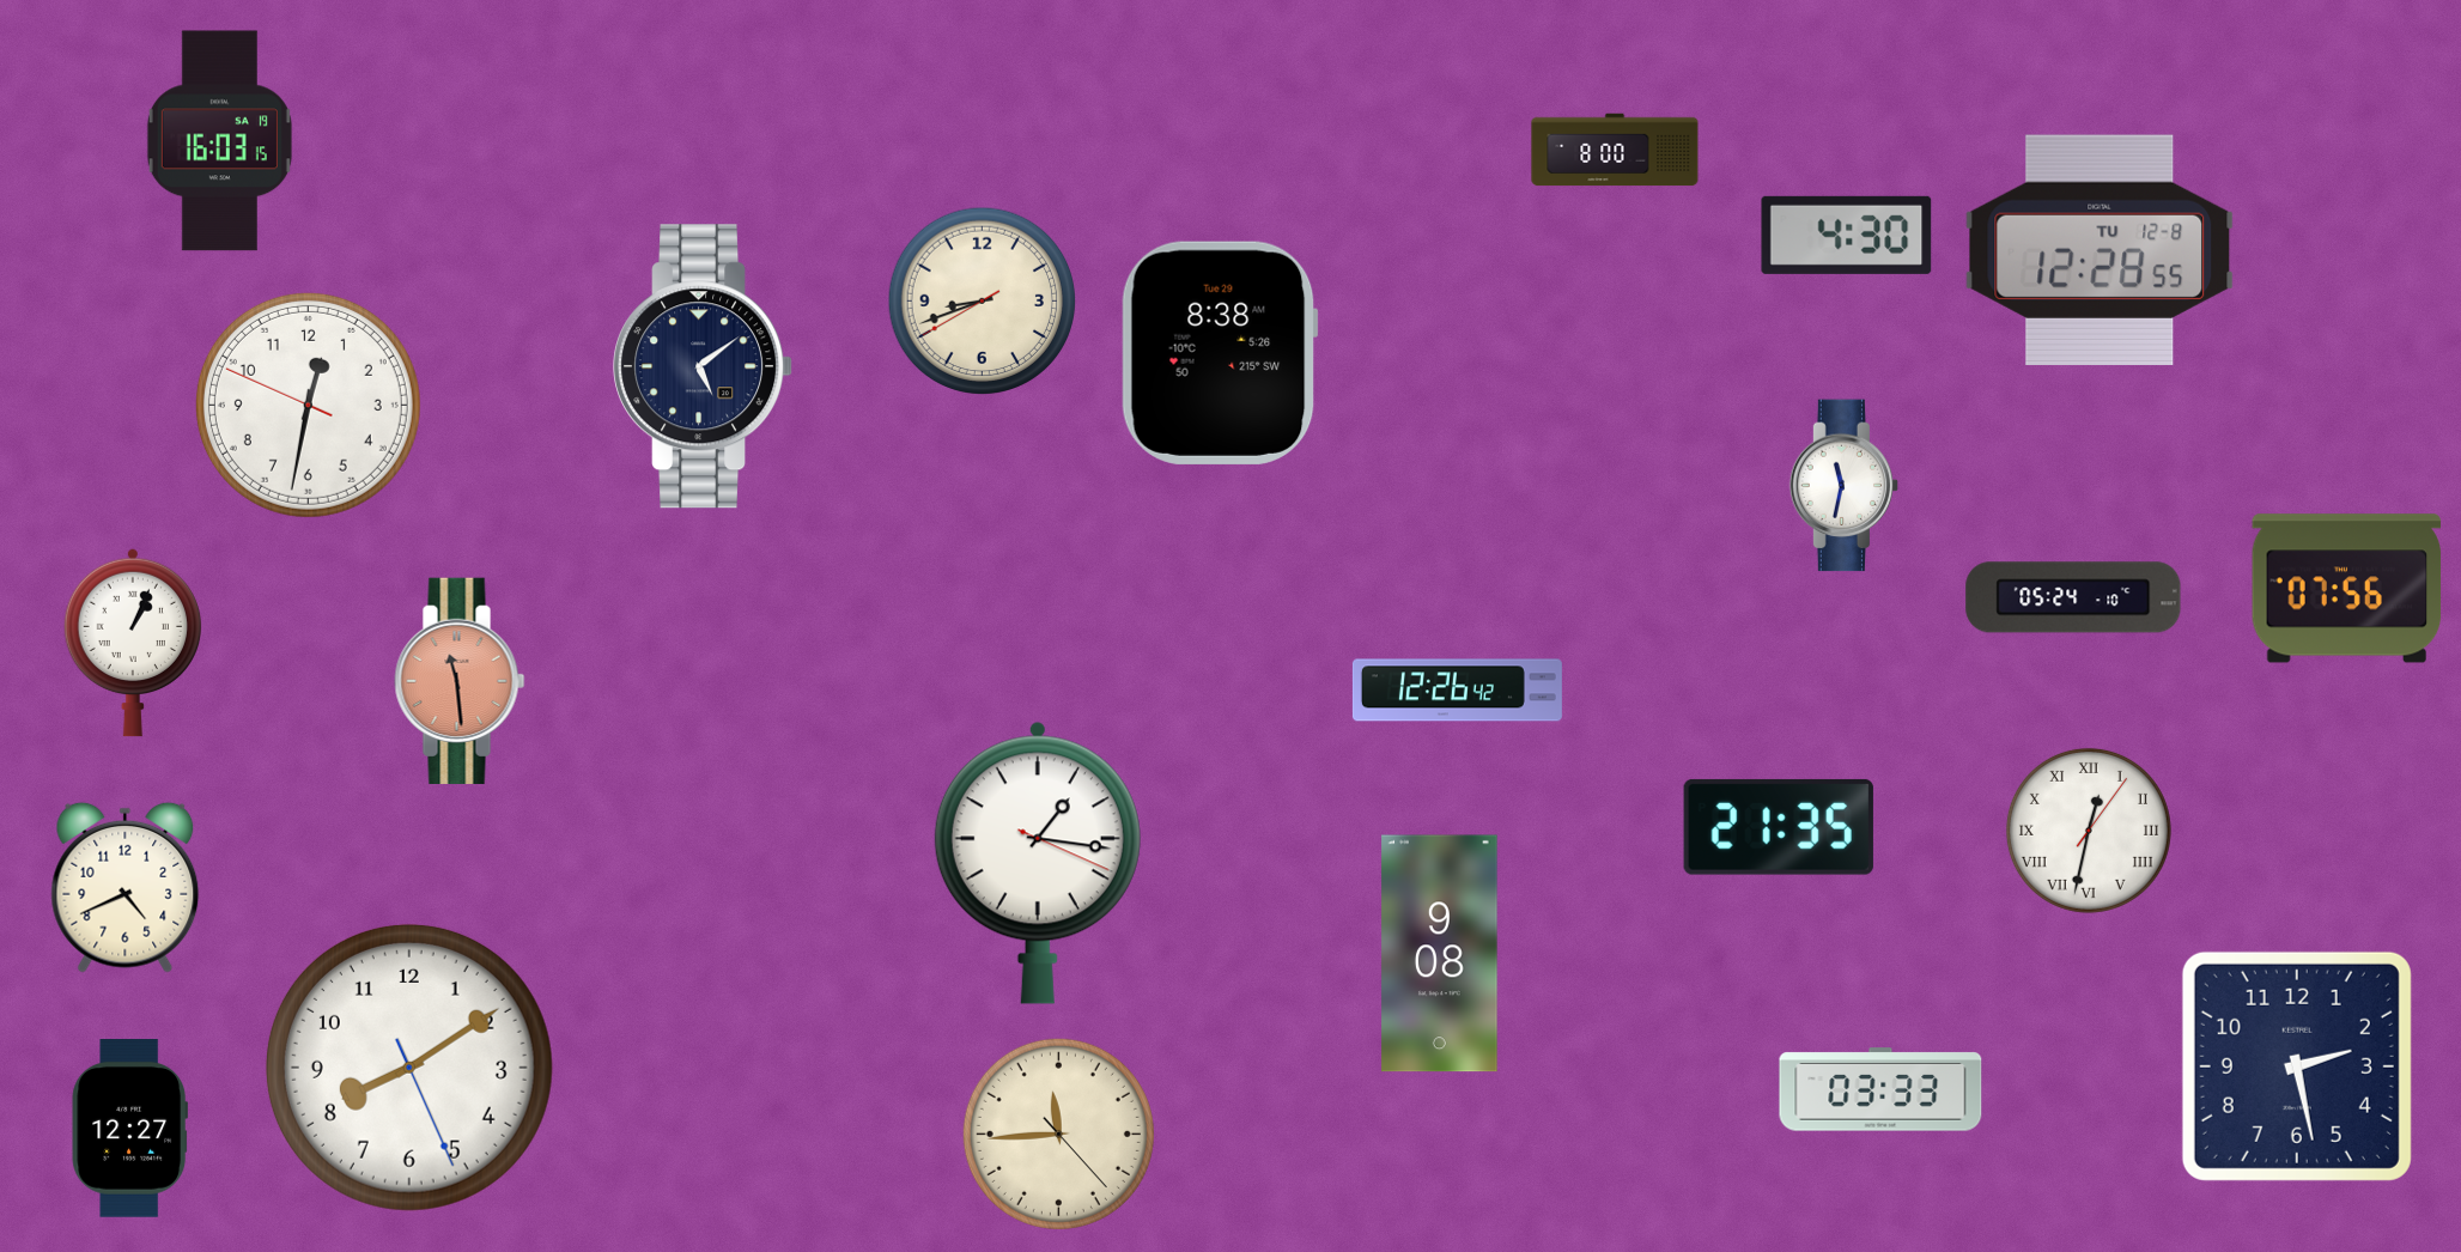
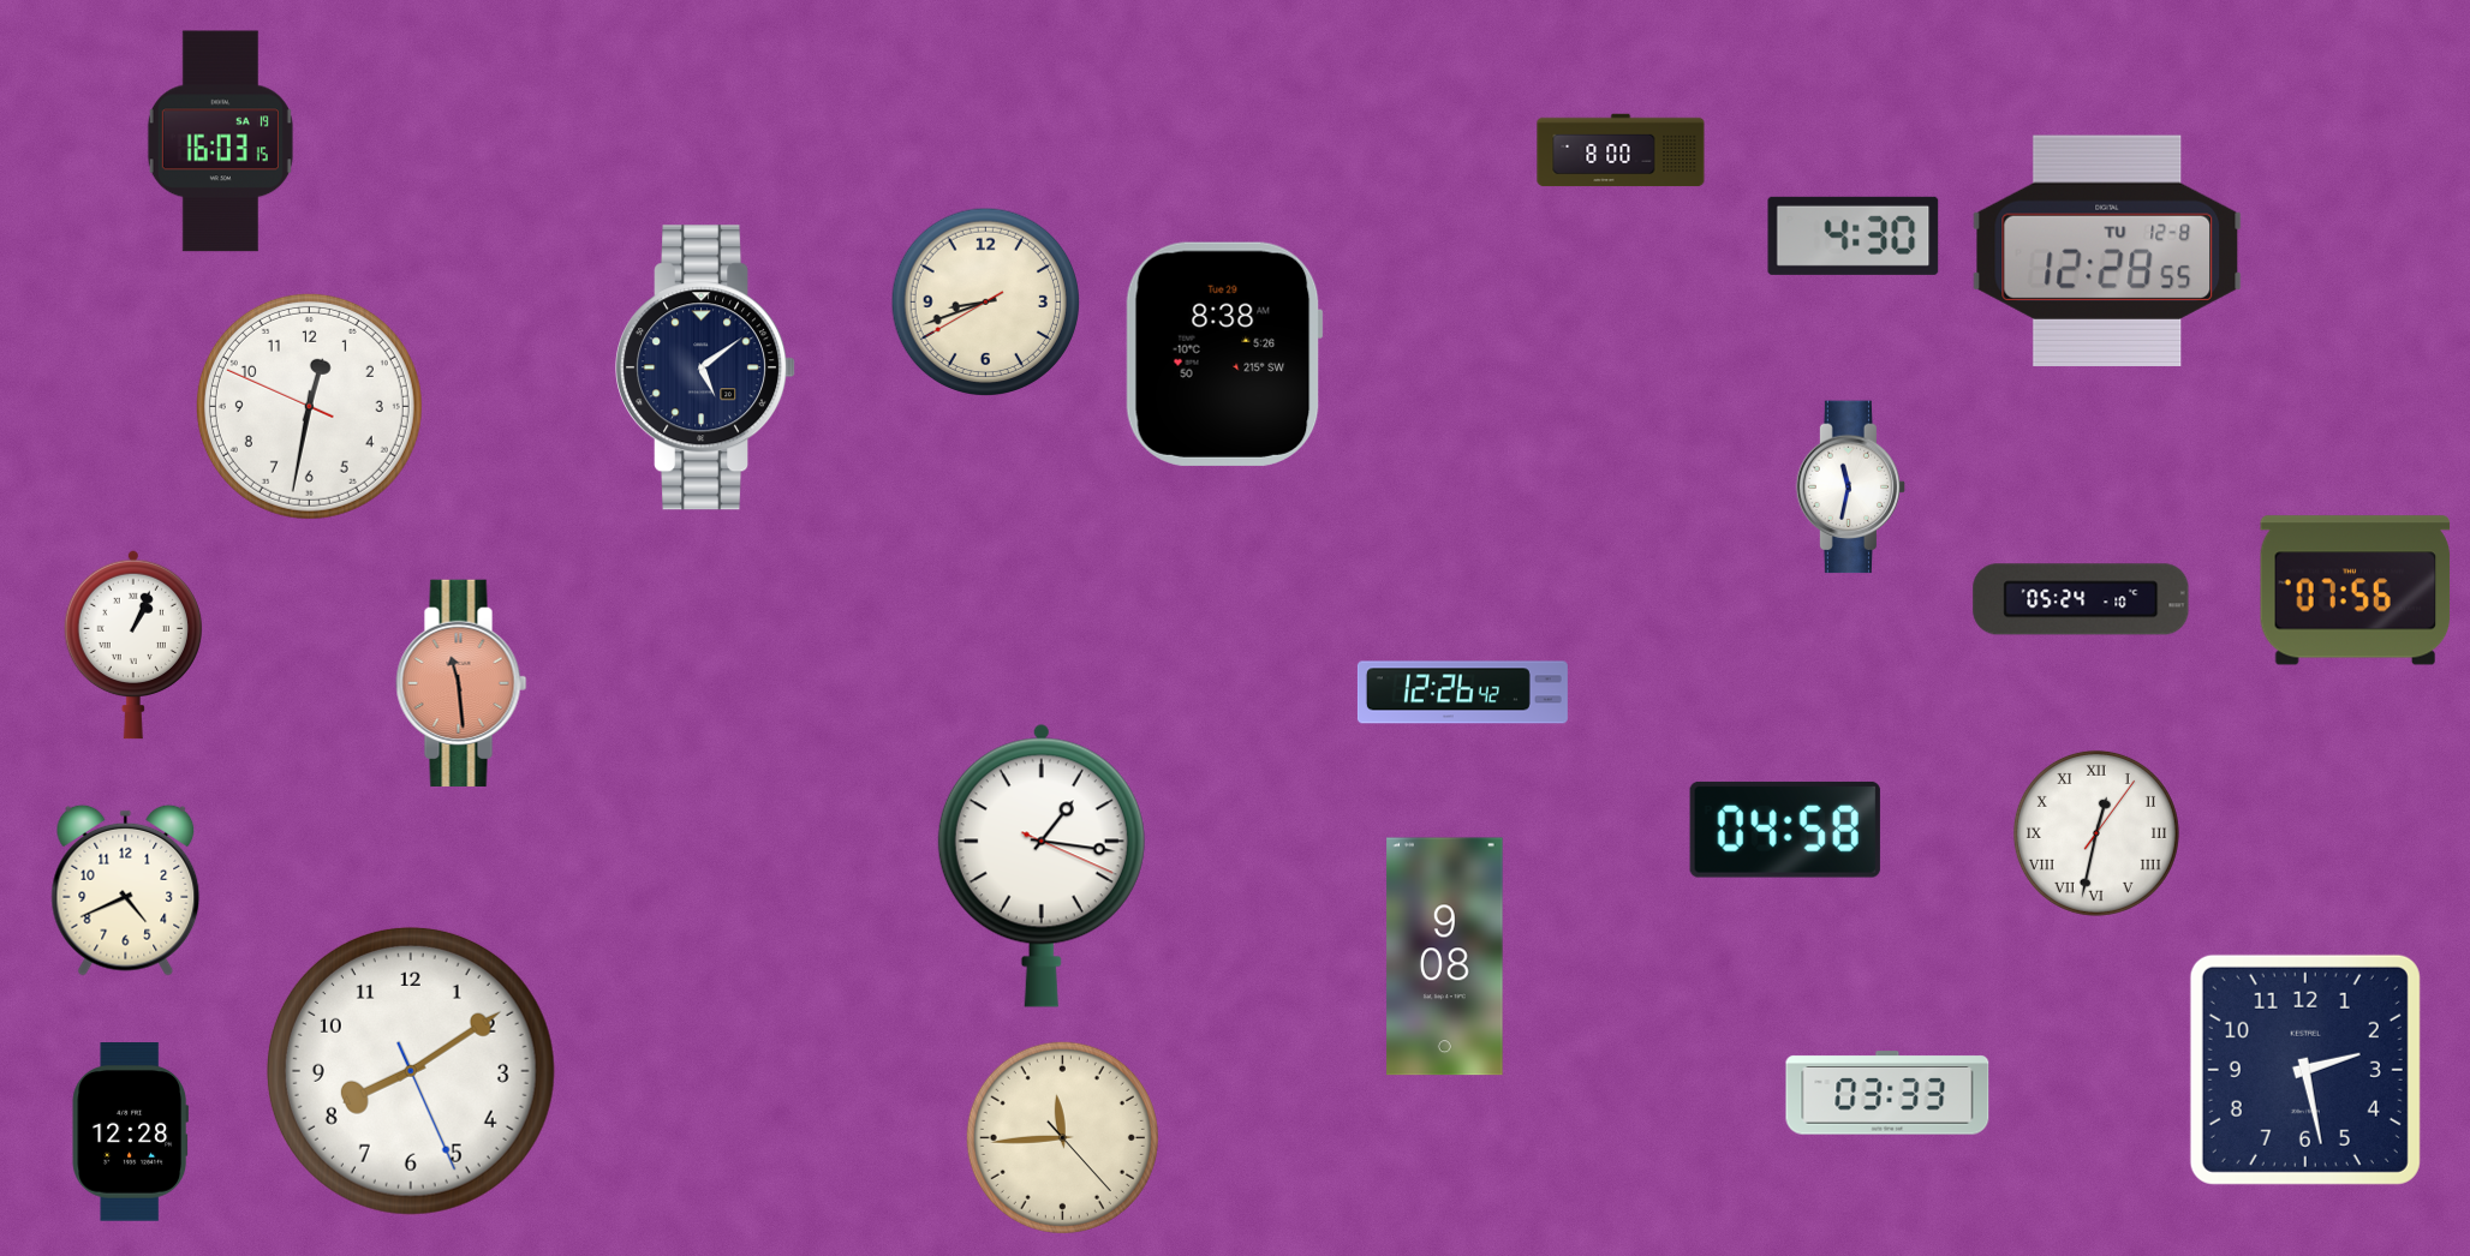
clock at (1779, 827): 21:35 -> 04:58
clock at (129, 1129): 12:27 -> 12:28
